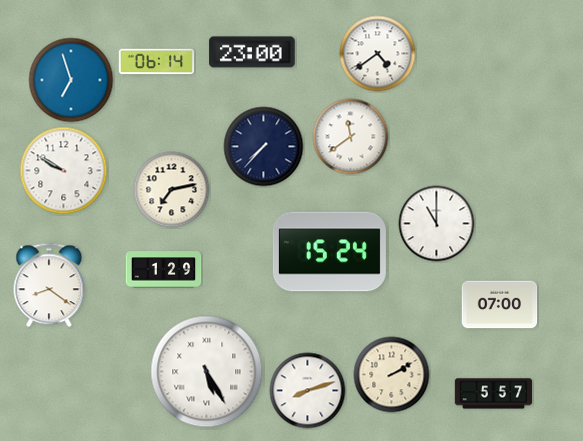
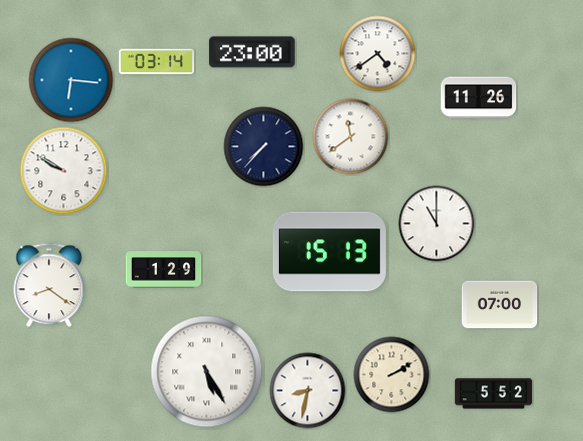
clock at (157, 62): 06:14 -> 03:14
clock at (71, 80): 6:57 -> 6:16
clock at (479, 98): none -> 11:26
clock at (172, 190): 7:13 -> none
clock at (329, 252): 15:24 -> 15:13
clock at (308, 391): 8:12 -> 8:32
clock at (494, 394): 5:57 -> 5:52
